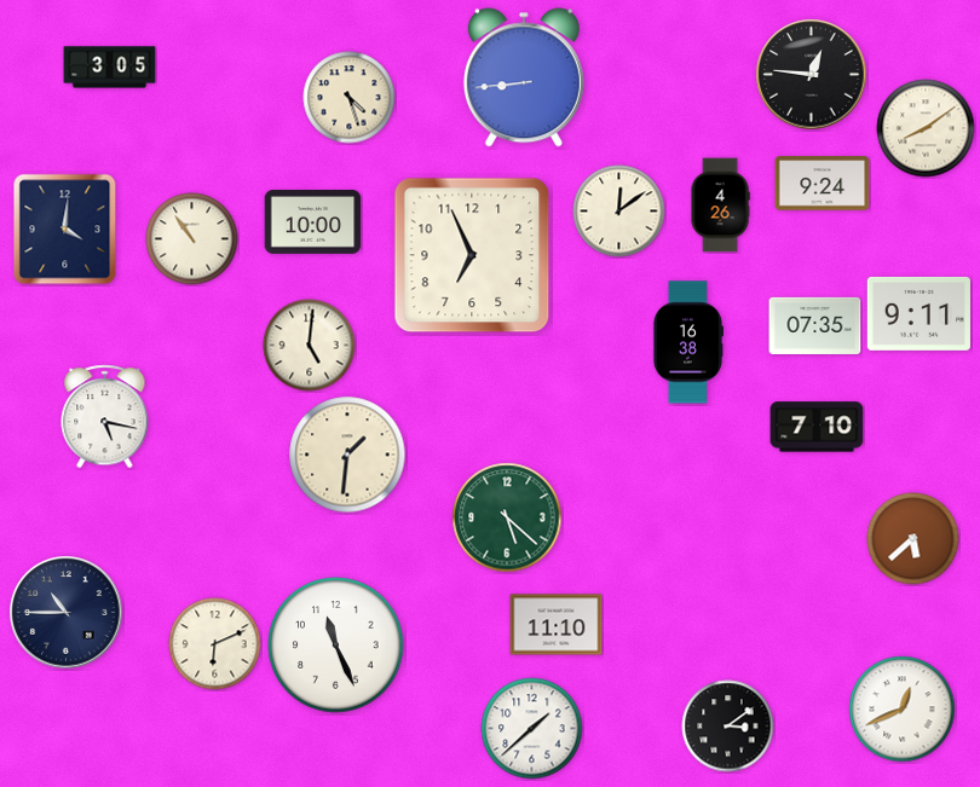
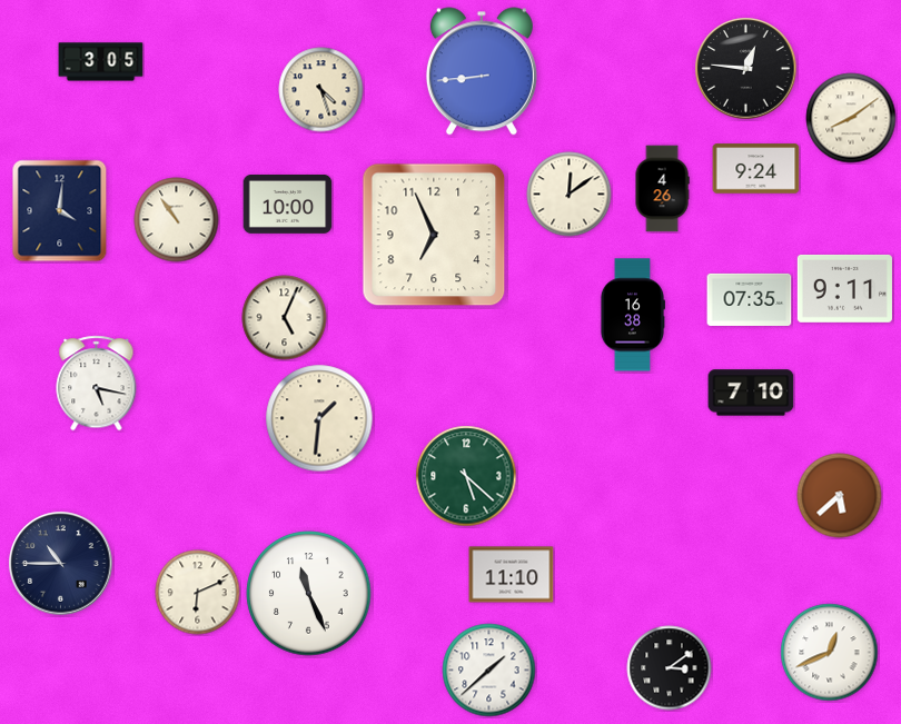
clock at (310, 346): 5:01 -> 5:04
